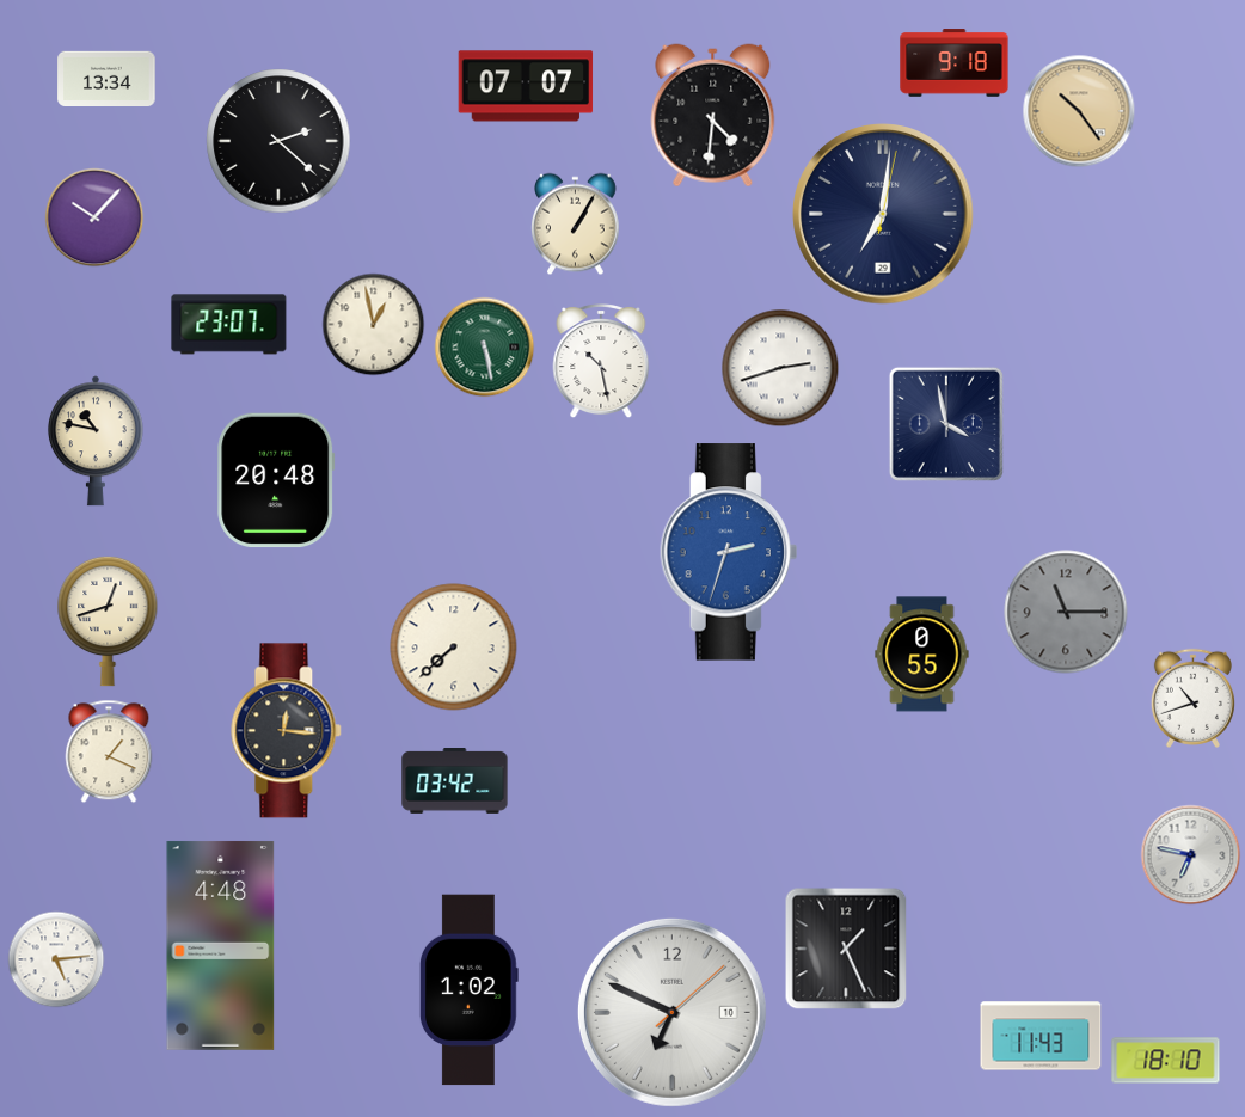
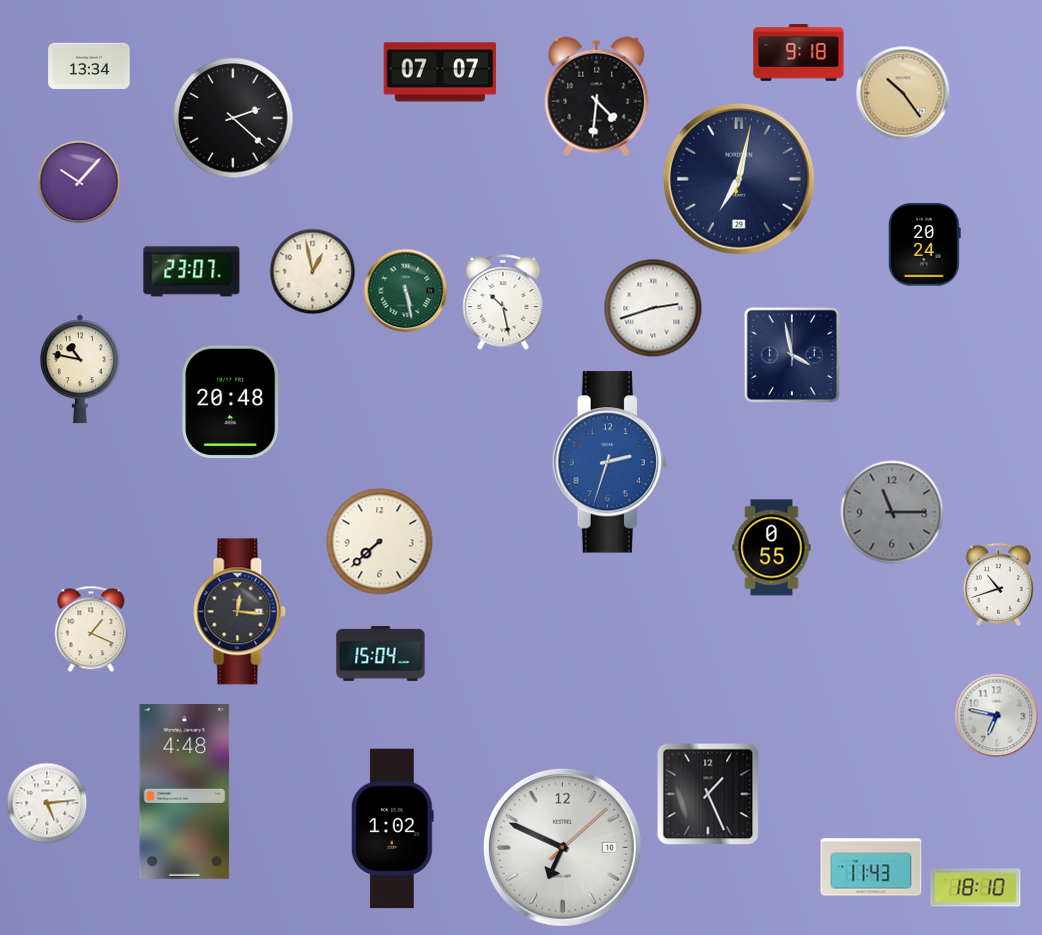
clock at (883, 214): 7:01 -> 7:02
clock at (576, 223): 1:05 -> none
clock at (924, 245): none -> 20:24
clock at (108, 621): 12:42 -> none
clock at (455, 781): 03:42 -> 15:04
